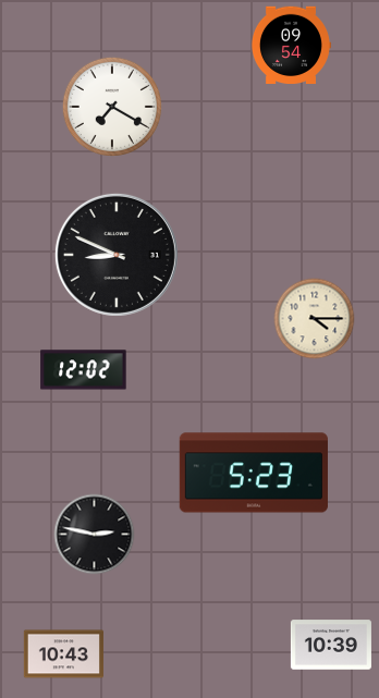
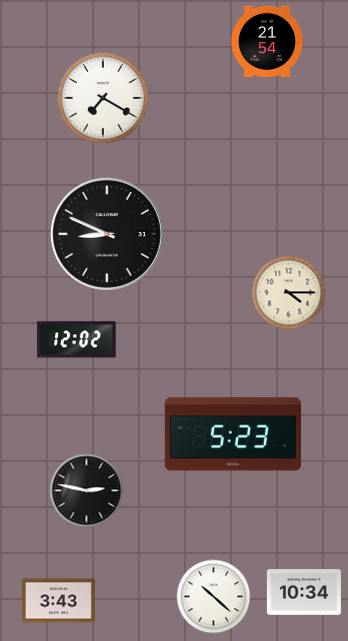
clock at (291, 45): 09:54 -> 21:54
clock at (331, 645): 10:39 -> 10:34
clock at (214, 597): none -> 10:22
clock at (63, 654): 10:43 -> 3:43
